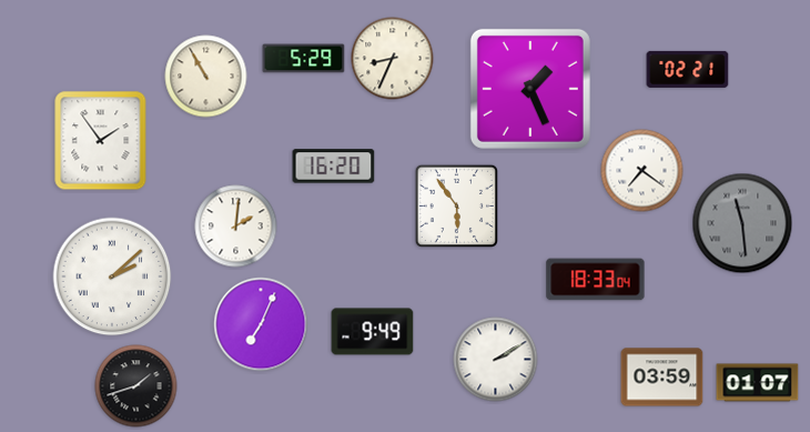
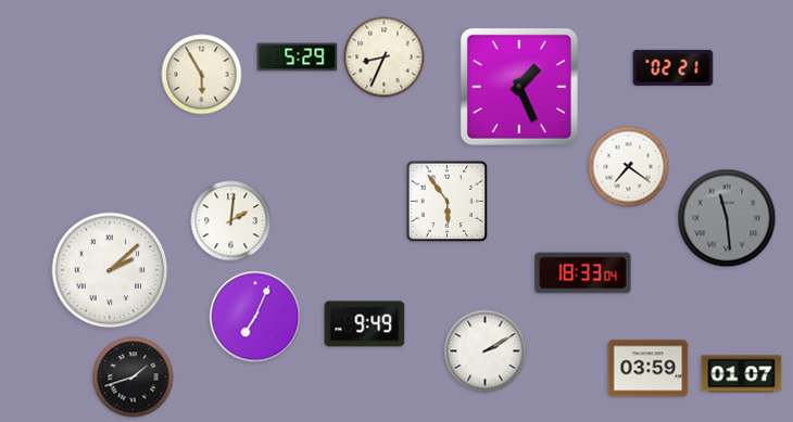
clock at (206, 77): 10:55 -> 5:55
clock at (101, 141): 1:54 -> none
clock at (334, 167): 16:20 -> none
